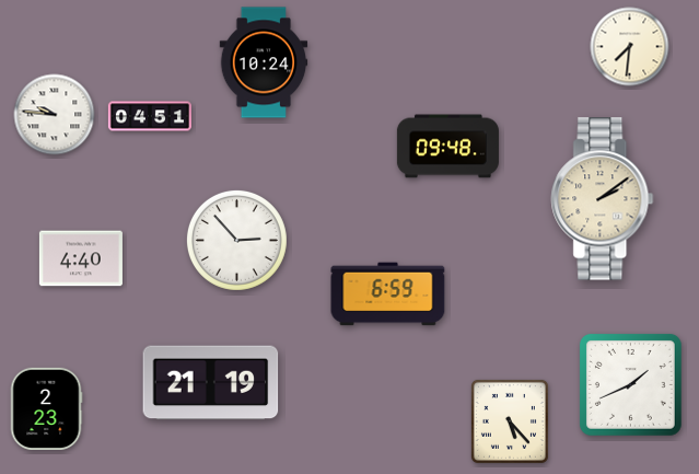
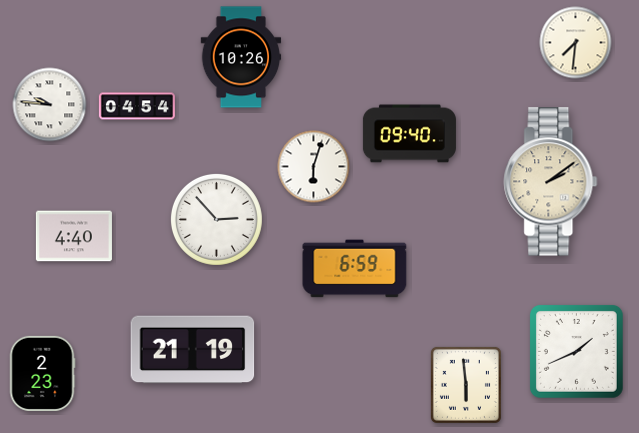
clock at (264, 62): 10:24 -> 10:26
clock at (150, 116): 04:51 -> 04:54
clock at (447, 147): 09:48 -> 09:40
clock at (314, 167): none -> 6:03
clock at (510, 421): 5:23 -> 5:59
